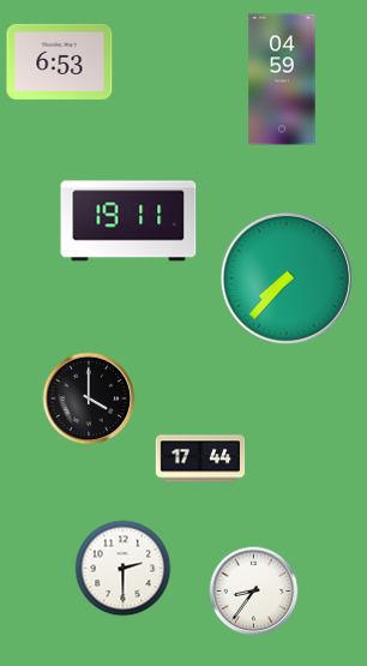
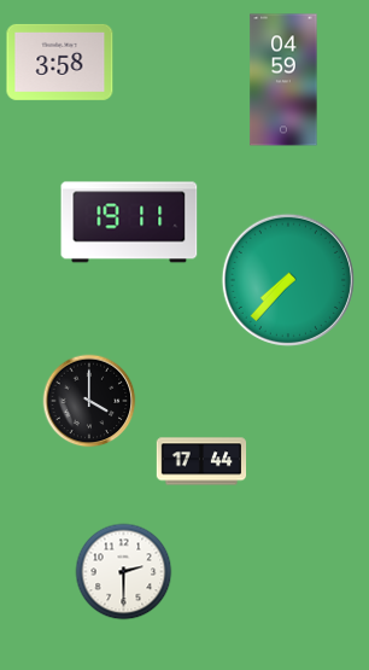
clock at (60, 61): 6:53 -> 3:58
clock at (254, 592): 8:36 -> none
